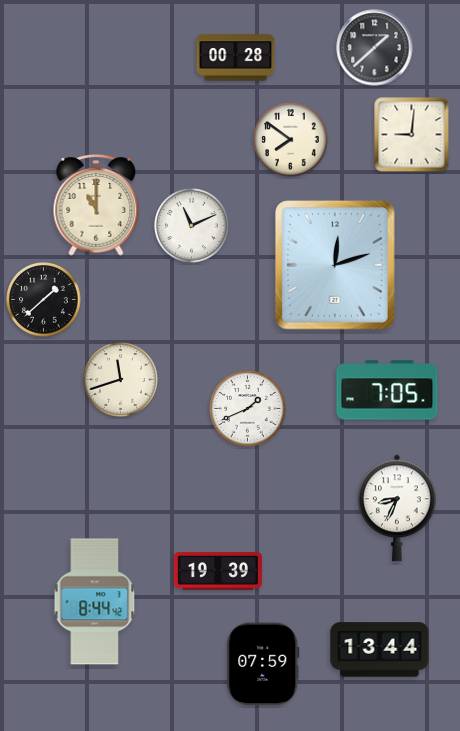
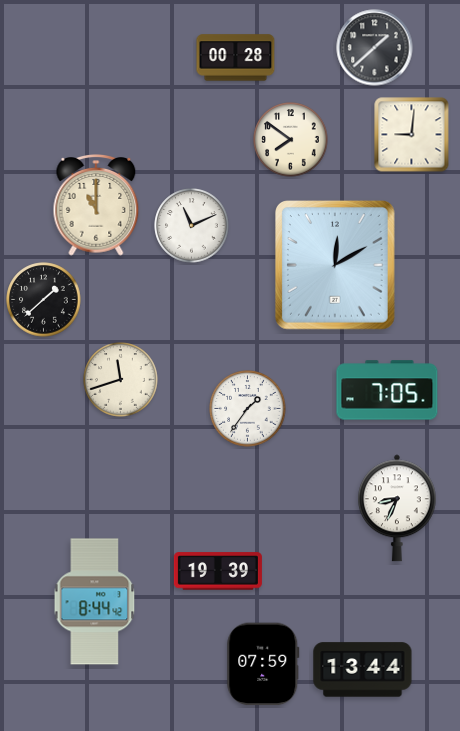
clock at (336, 266): 12:12 -> 12:10
clock at (248, 409): 1:41 -> 1:36
clock at (380, 650) position: (380, 650) -> (363, 670)
